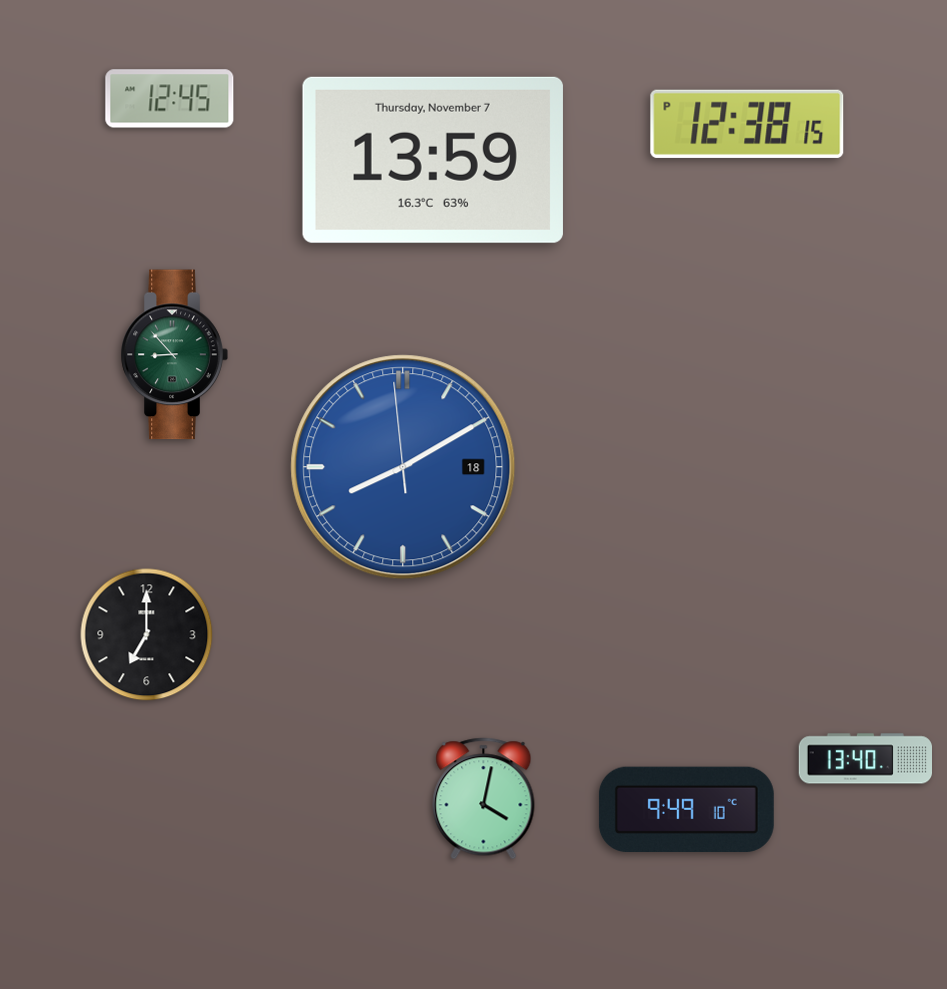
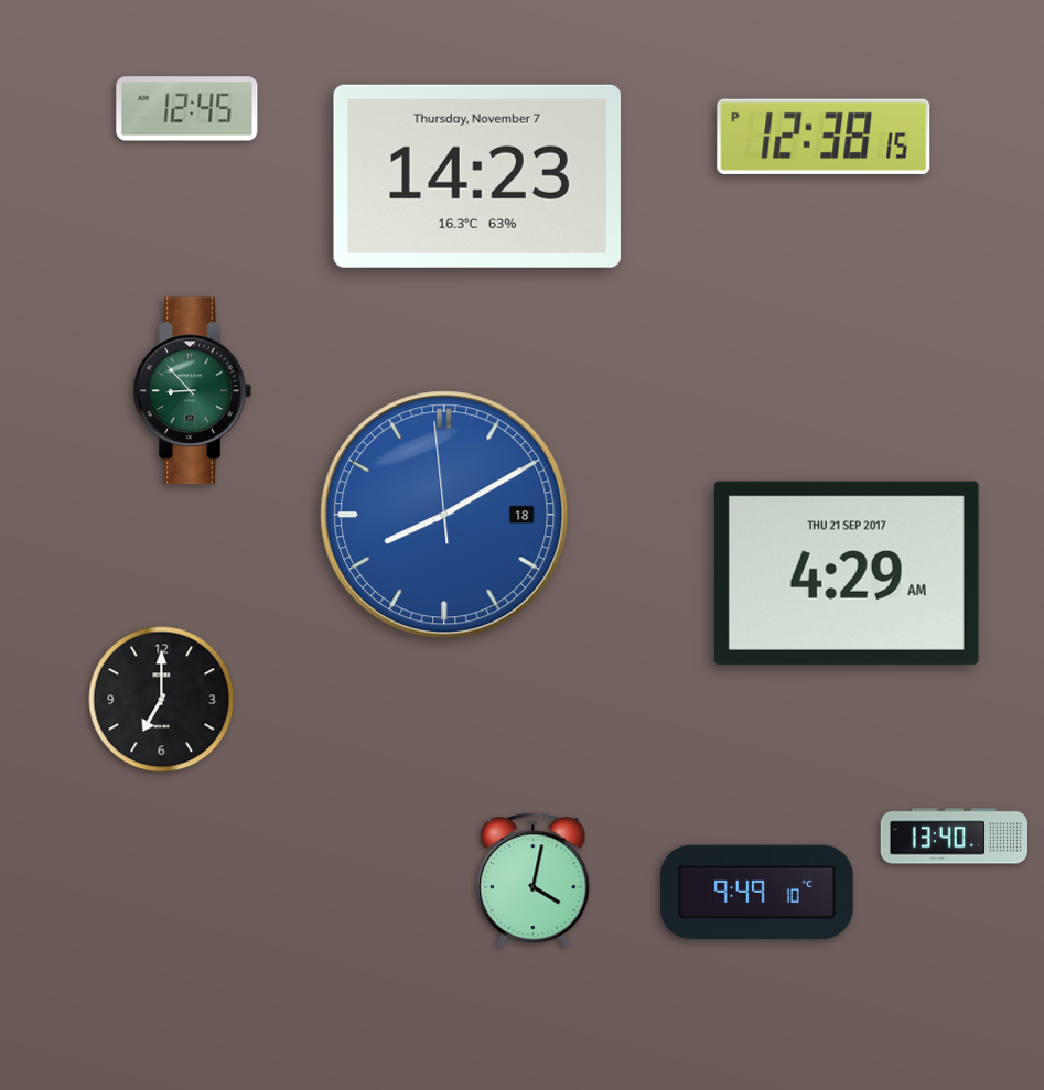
clock at (433, 160): 13:59 -> 14:23
clock at (847, 573): none -> 4:29
